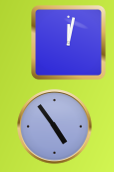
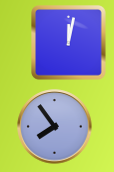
clock at (55, 127): 4:54 -> 7:54
